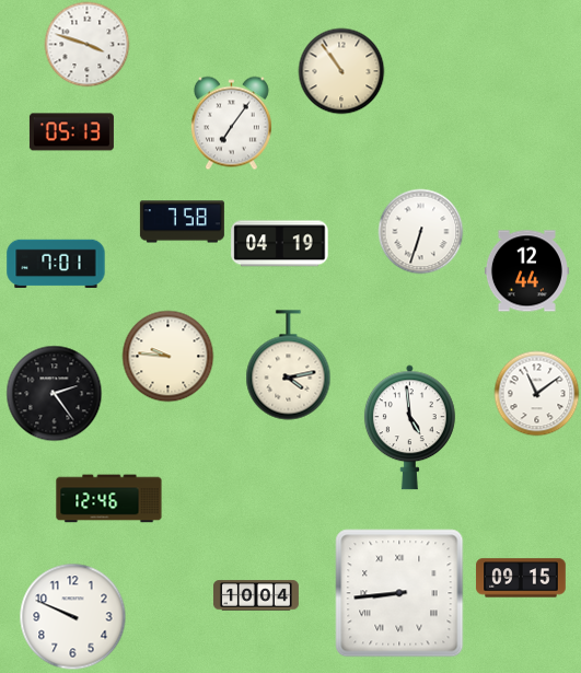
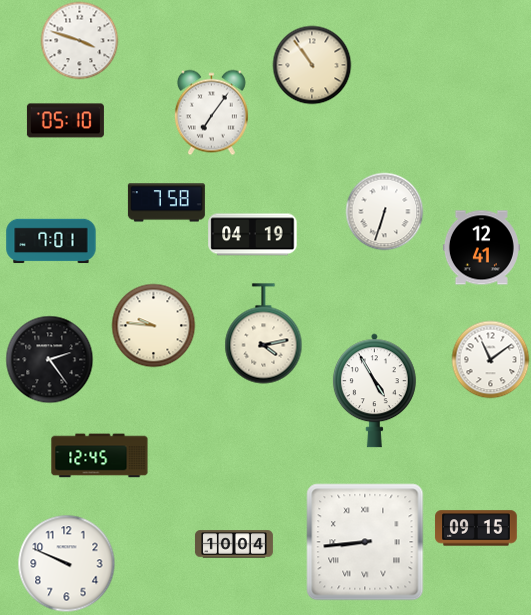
clock at (71, 132): 05:13 -> 05:10
clock at (280, 244) position: (280, 244) -> (253, 235)
clock at (526, 271): 12:44 -> 12:41
clock at (409, 428): 4:59 -> 4:55
clock at (109, 499): 12:46 -> 12:45
